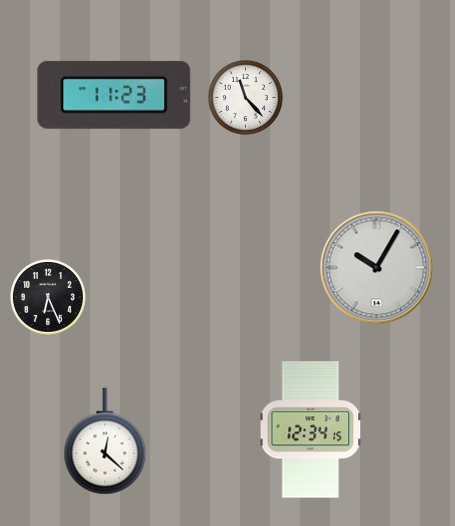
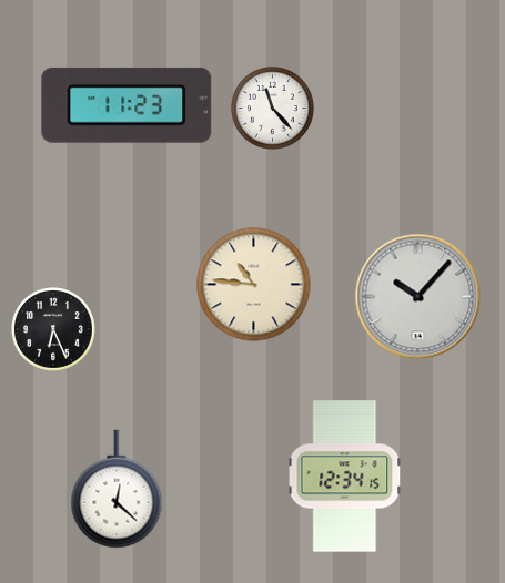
clock at (254, 285): none -> 10:46
clock at (377, 268): 10:05 -> 10:07
